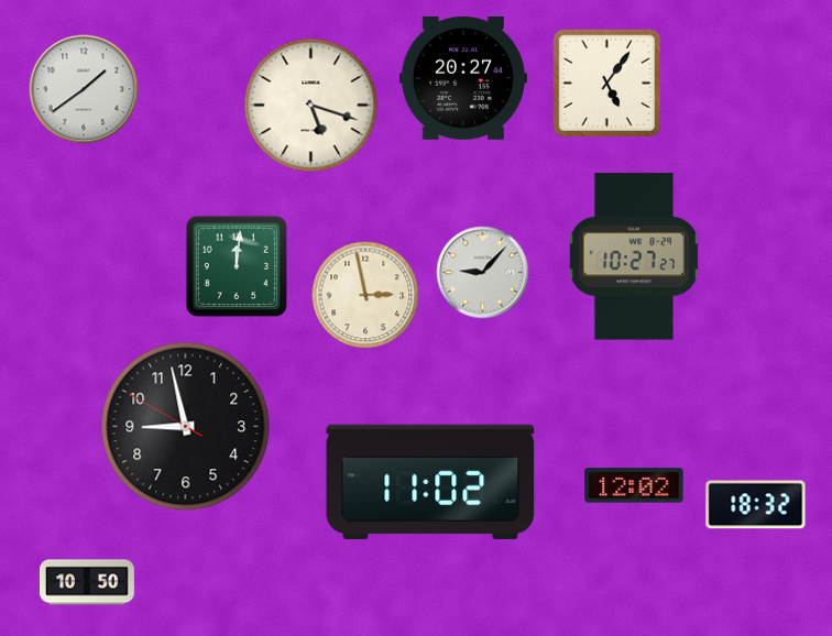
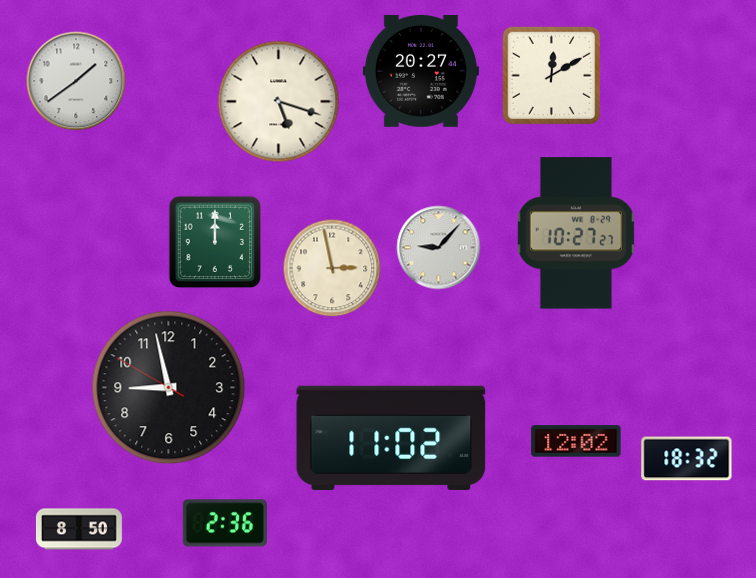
clock at (606, 83): 5:06 -> 12:10
clock at (311, 106) position: (311, 106) -> (279, 102)
clock at (237, 266): 12:01 -> 12:00
clock at (225, 523): none -> 2:36
clock at (87, 582): 10:50 -> 8:50
